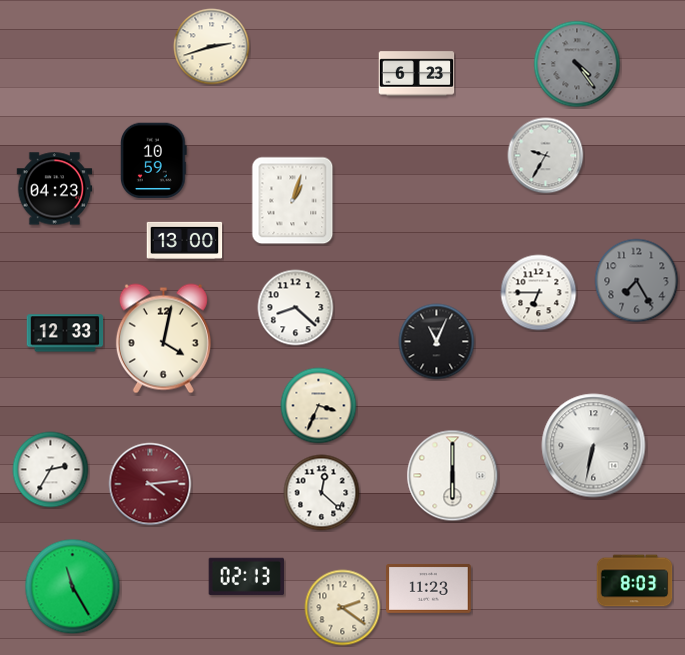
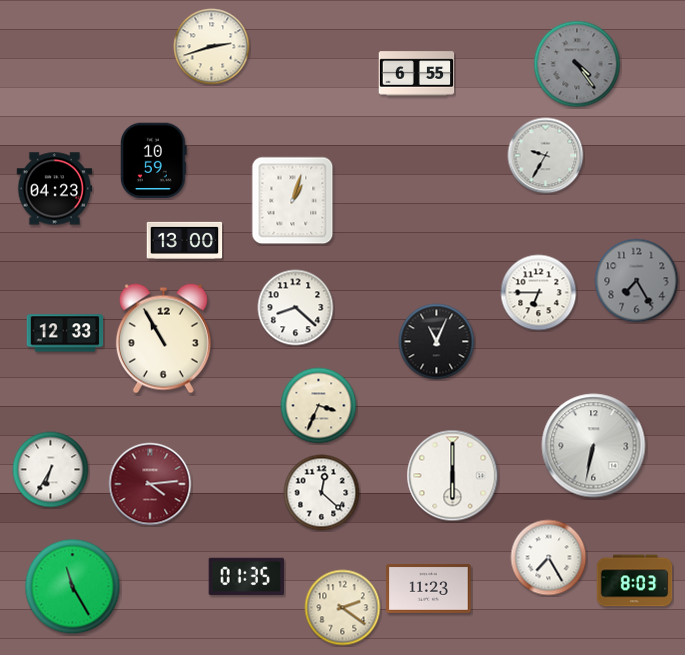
clock at (417, 74): 6:23 -> 6:55
clock at (163, 339): 4:02 -> 10:55
clock at (51, 470): 2:35 -> 6:35
clock at (549, 558): none -> 7:25
clock at (247, 576): 02:13 -> 01:35
